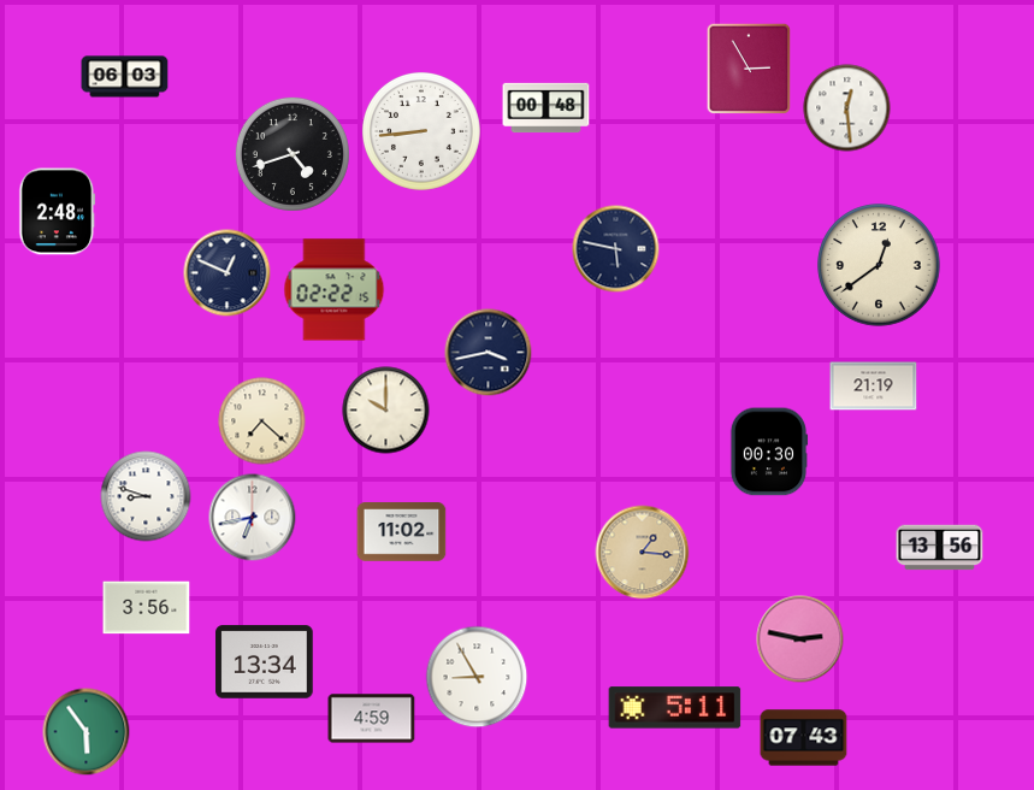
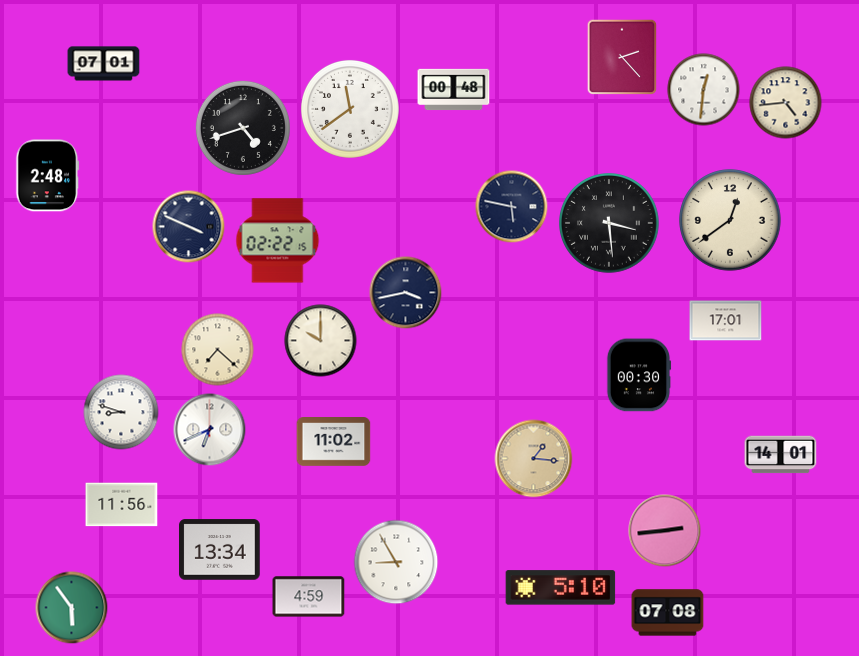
clock at (749, 69): 2:55 -> 2:23
clock at (125, 77): 06:03 -> 07:01
clock at (847, 108): 12:29 -> 12:31
clock at (786, 103): none -> 4:44
clock at (421, 131): 8:44 -> 11:39
clock at (609, 223): none -> 3:29
clock at (228, 273): 12:49 -> 3:49
clock at (874, 387): 21:19 -> 17:01
clock at (253, 518): 6:43 -> 6:41
clock at (940, 548): 13:56 -> 14:01
clock at (147, 608): 3:56 -> 11:56
clock at (800, 639): 2:47 -> 2:44
clock at (675, 708): 5:11 -> 5:10
clock at (804, 738): 07:43 -> 07:08
